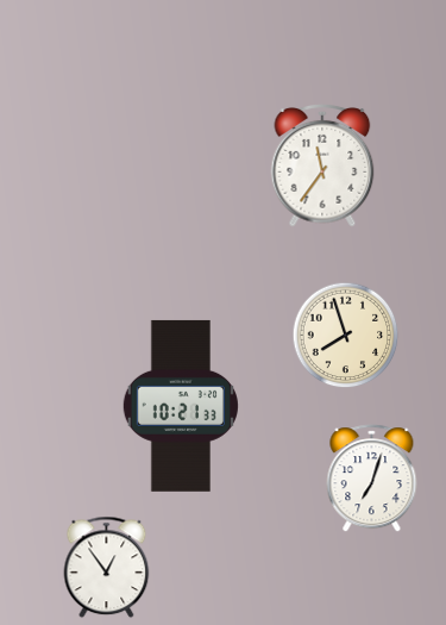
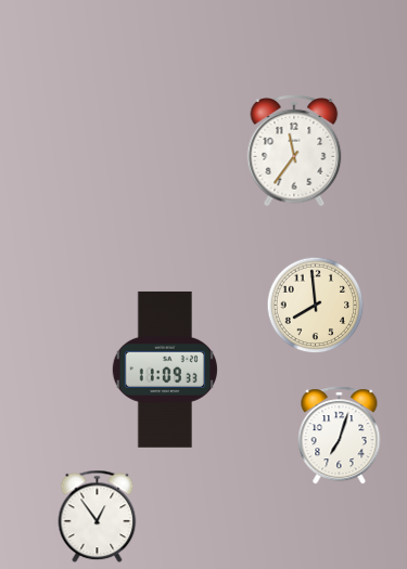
clock at (346, 336): 7:57 -> 7:59
clock at (181, 406): 10:21 -> 11:09
